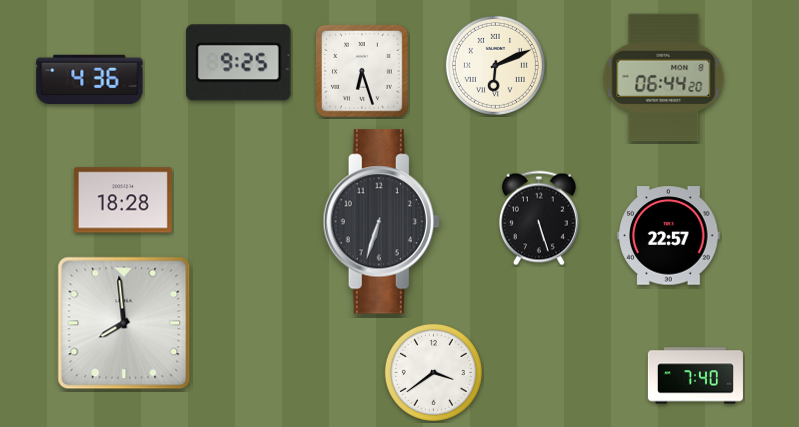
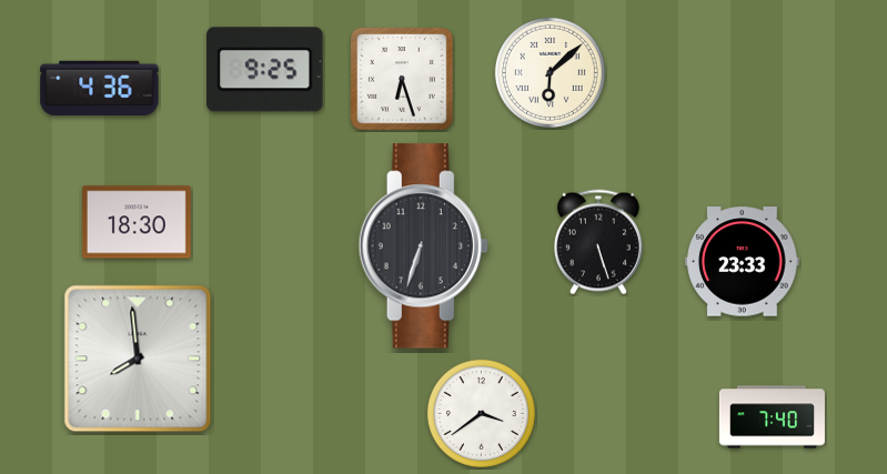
clock at (495, 65): 6:11 -> 6:08
clock at (664, 78): 06:44 -> none
clock at (123, 200): 18:28 -> 18:30
clock at (669, 236): 22:57 -> 23:33
